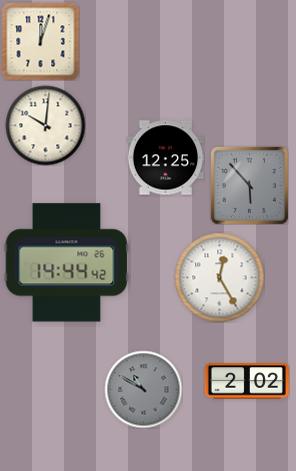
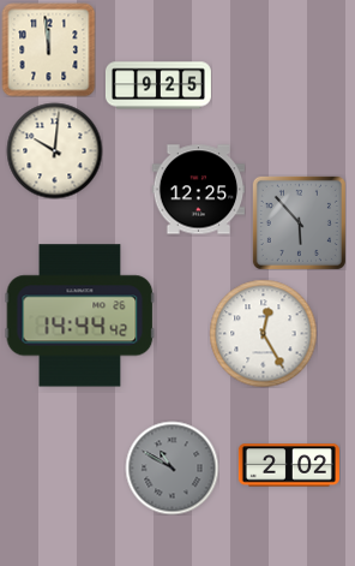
clock at (40, 41): 12:03 -> 11:59
clock at (158, 85): none -> 9:25
clock at (247, 381) position: (247, 381) -> (289, 465)
